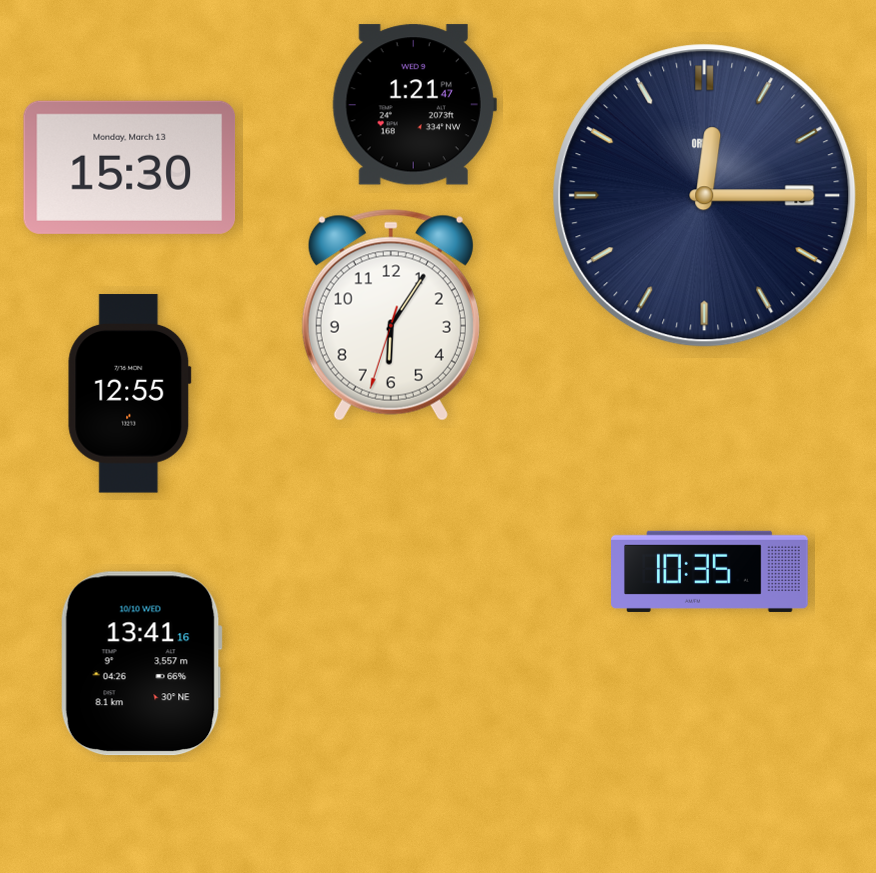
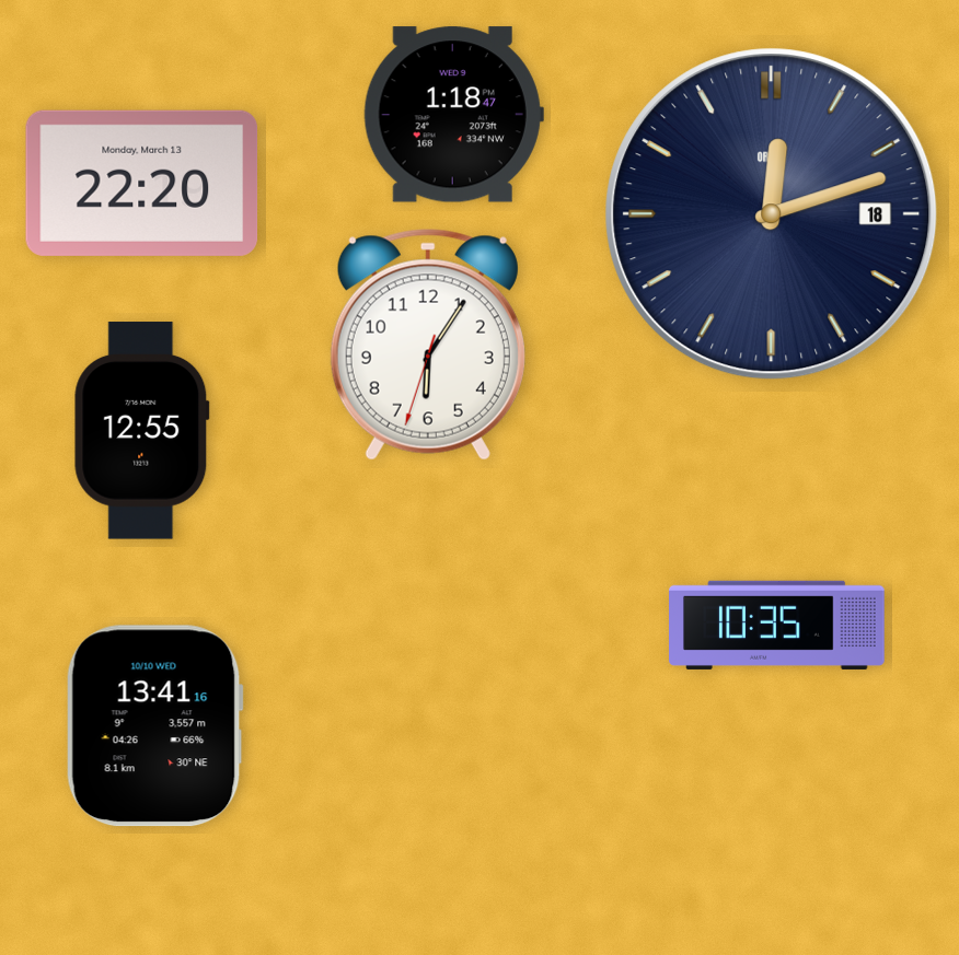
clock at (414, 105): 1:21 -> 1:18
clock at (130, 167): 15:30 -> 22:20
clock at (705, 196): 12:15 -> 12:12
